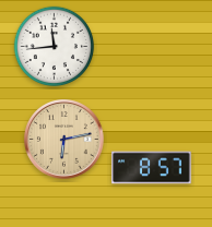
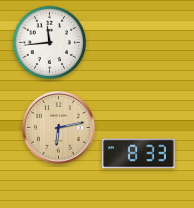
clock at (152, 168): 8:57 -> 8:33
